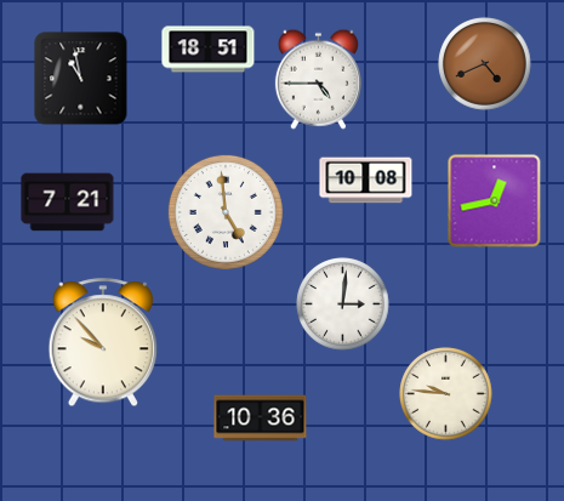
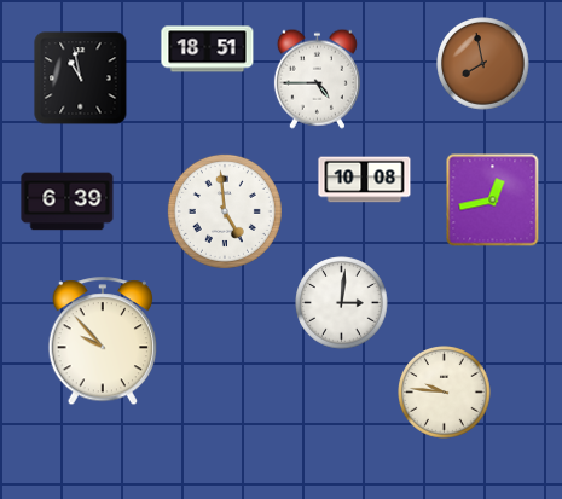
clock at (485, 64): 4:41 -> 7:58
clock at (68, 203): 7:21 -> 6:39
clock at (261, 419): 10:36 -> none
